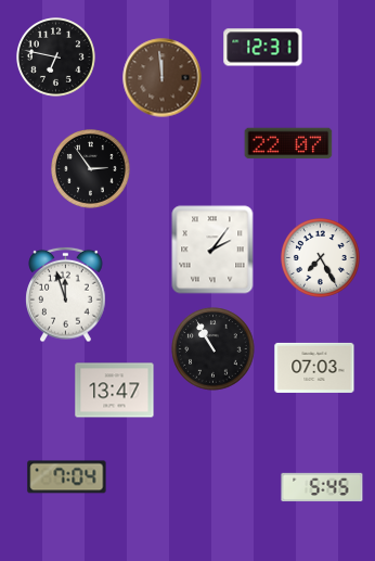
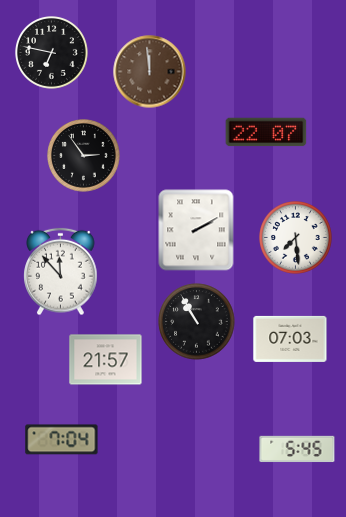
clock at (263, 48): 12:31 -> none
clock at (212, 250): 2:06 -> 2:10
clock at (321, 258): 7:25 -> 7:29
clock at (66, 295): 11:57 -> 11:53
clock at (115, 391): 13:47 -> 21:57
